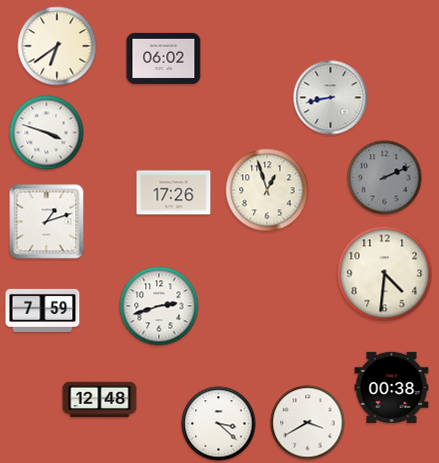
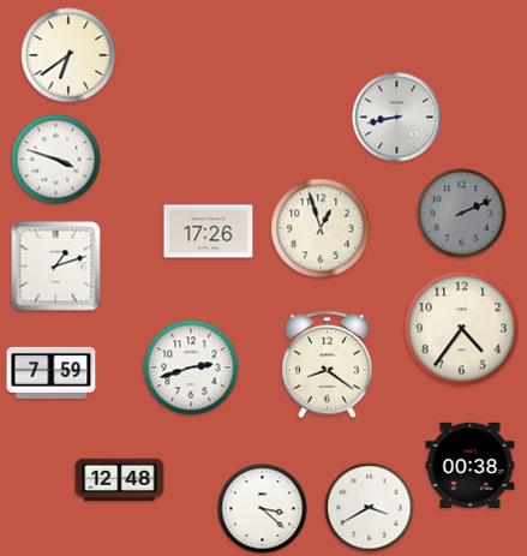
clock at (164, 58): 06:02 -> none
clock at (385, 274): 4:31 -> 4:36
clock at (327, 365): none -> 8:21
